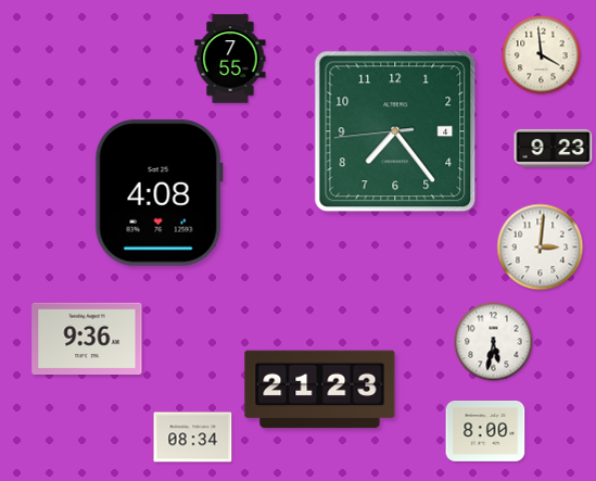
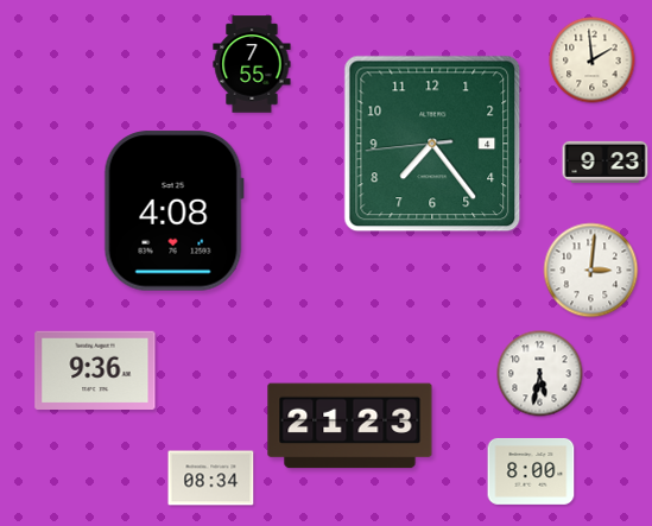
clock at (542, 55): 3:59 -> 1:59
